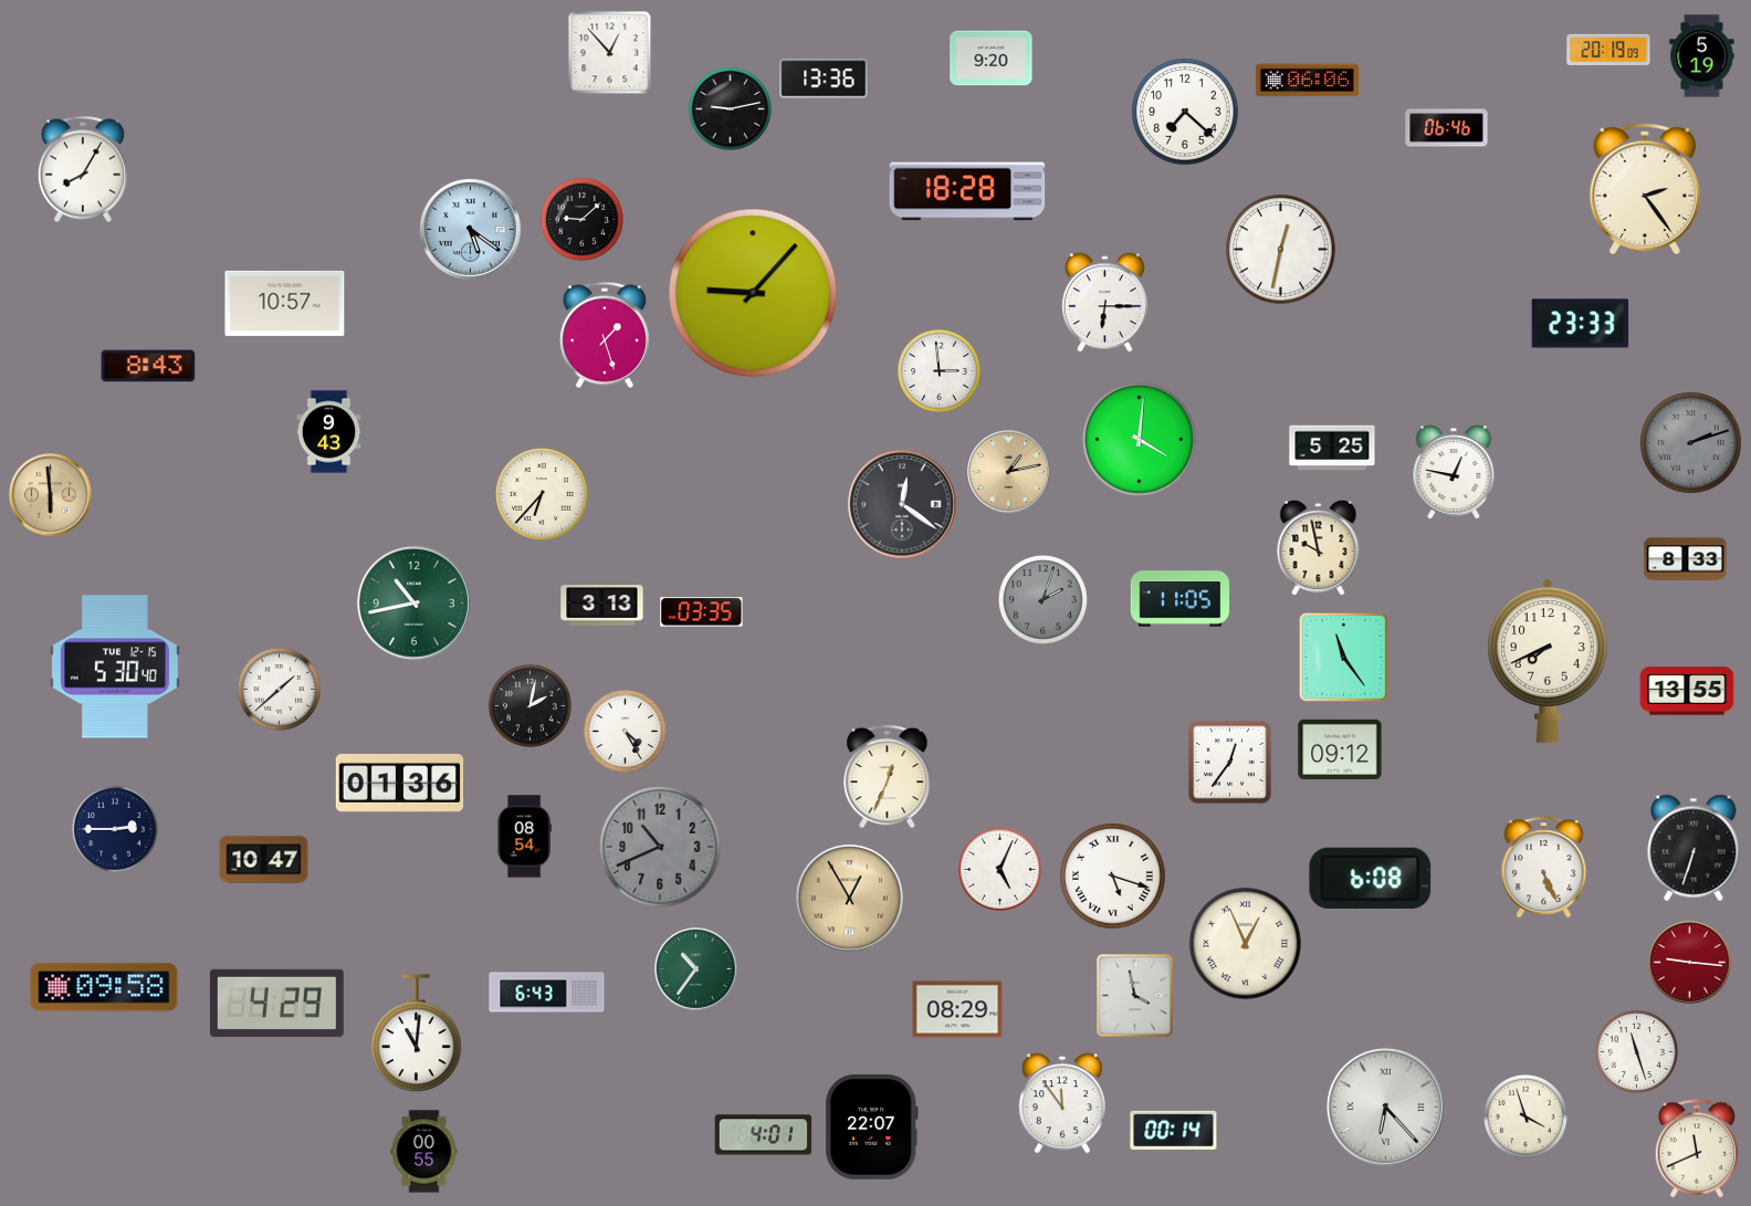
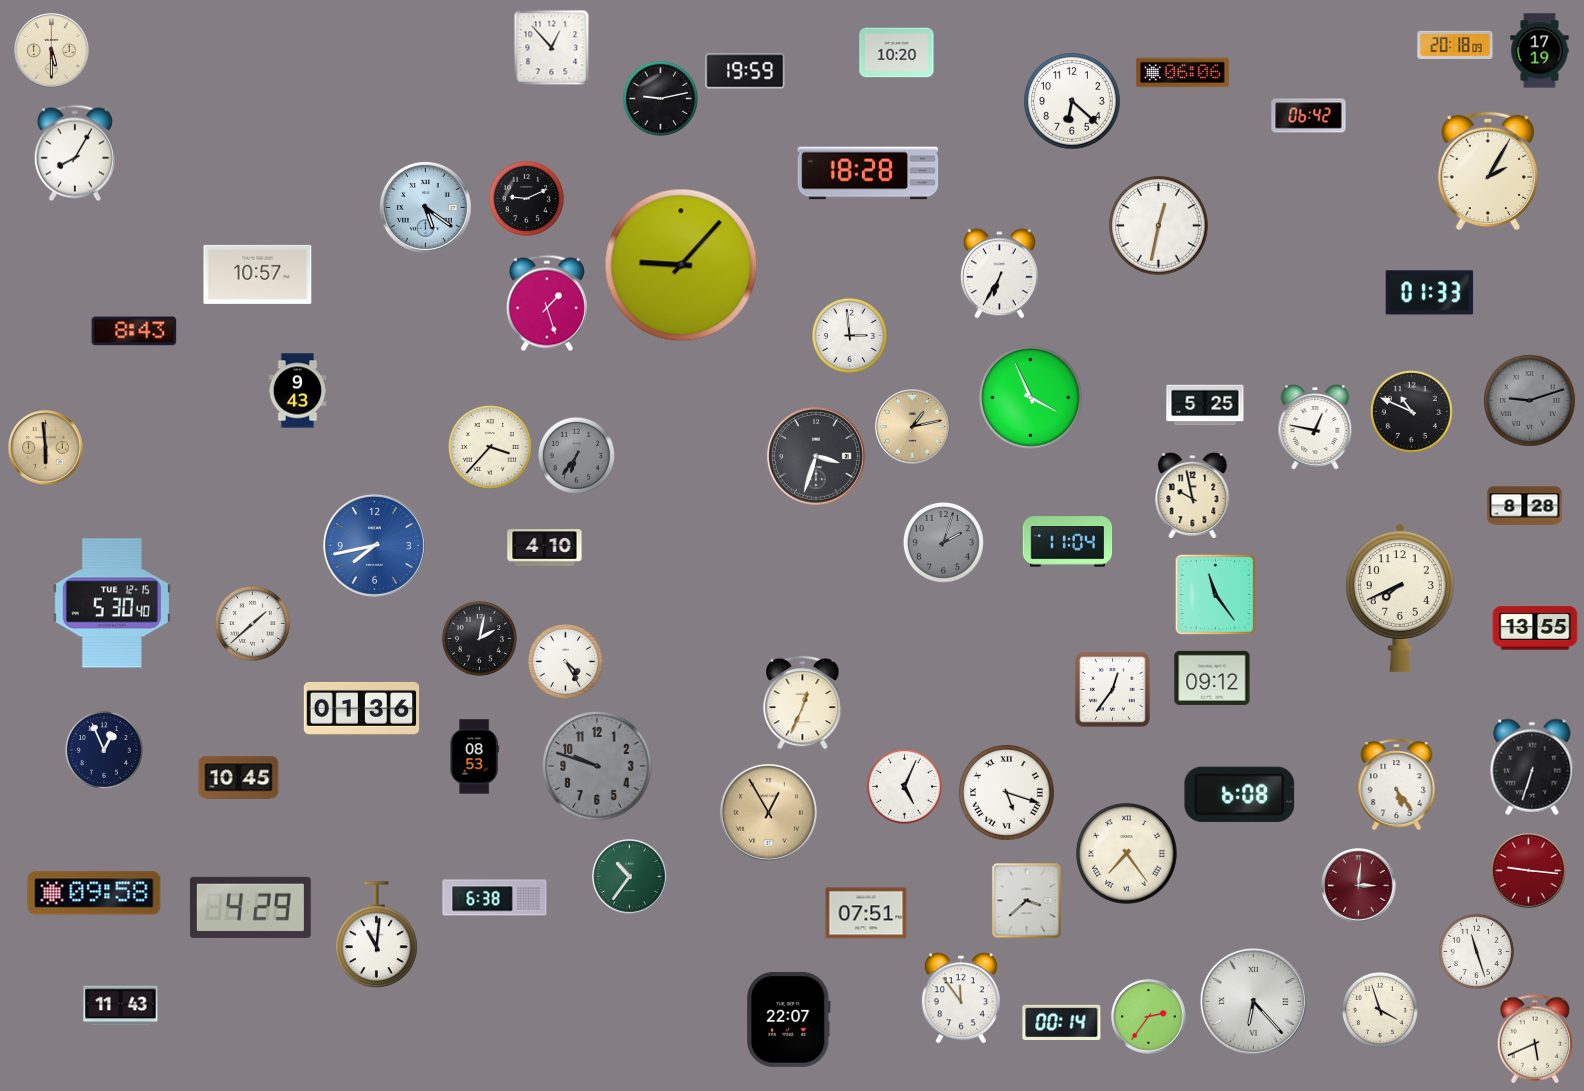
clock at (1608, 50): 20:19 -> 20:18
clock at (52, 51): none -> 5:30
clock at (1702, 56): 5:19 -> 17:19
clock at (992, 59): 9:20 -> 10:20
clock at (824, 78): 13:36 -> 19:59
clock at (1185, 112): 7:22 -> 6:22
clock at (1447, 128): 06:46 -> 06:42
clock at (1645, 189): 2:24 -> 2:05
clock at (967, 191) position: (967, 191) -> (868, 173)
clock at (581, 219): 9:08 -> 9:11
clock at (1104, 303): 6:15 -> 6:35
clock at (1581, 324): 23:33 -> 01:33
clock at (1140, 440): 4:01 -> 3:56
clock at (1691, 443): 2:12 -> 9:12
clock at (1411, 411): none -> 10:49
clock at (542, 494): 6:37 -> 3:37
clock at (576, 455): none -> 6:36
clock at (902, 504): 12:21 -> 3:33
clock at (1686, 559): 8:33 -> 8:28
clock at (1181, 599): 11:05 -> 11:04
clock at (413, 602): 10:43 -> 7:43
clock at (413, 602) dial: green -> blue
clock at (602, 606): 3:13 -> 4:10
clock at (702, 612): 03:35 -> none
clock at (115, 667) position: (115, 667) -> (112, 603)
clock at (1687, 691) position: (1687, 691) -> (1535, 628)
clock at (115, 829): 2:45 -> 12:56
clock at (524, 837): 08:54 -> 08:53
clock at (660, 847): 10:41 -> 9:48
clock at (264, 860): 10:47 -> 10:45
clock at (1544, 868): 5:26 -> 5:24
clock at (1246, 944): 12:56 -> 7:24
clock at (1359, 886): none -> 3:01
clock at (547, 993): 6:43 -> 6:38
clock at (1135, 996): 3:58 -> 3:38
clock at (957, 1009): 08:29 -> 07:51
clock at (1636, 1051) position: (1636, 1051) -> (1476, 951)
clock at (121, 1006): none -> 11:43
clock at (1149, 1017): none -> 2:36
clock at (764, 1135): 4:01 -> none
clock at (1697, 1149): 11:41 -> 5:41
clock at (424, 1152): 00:55 -> none
